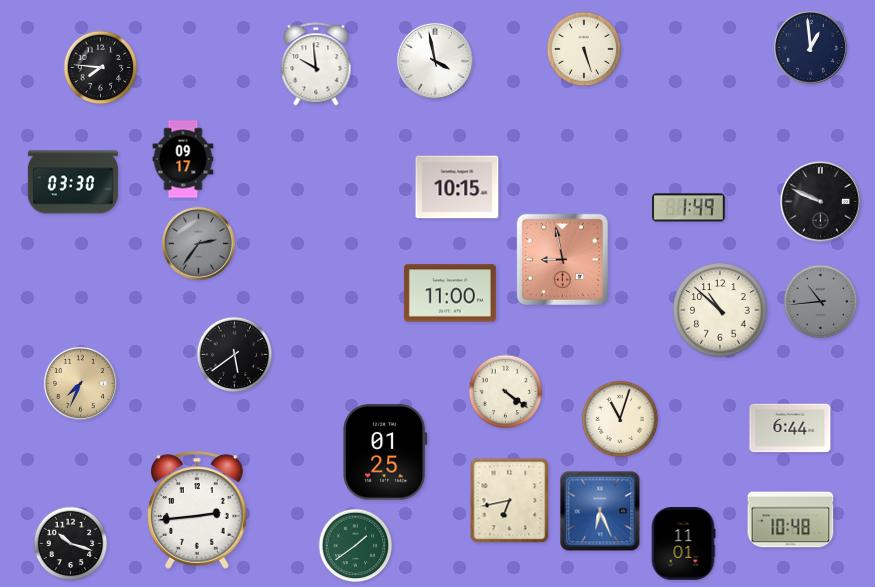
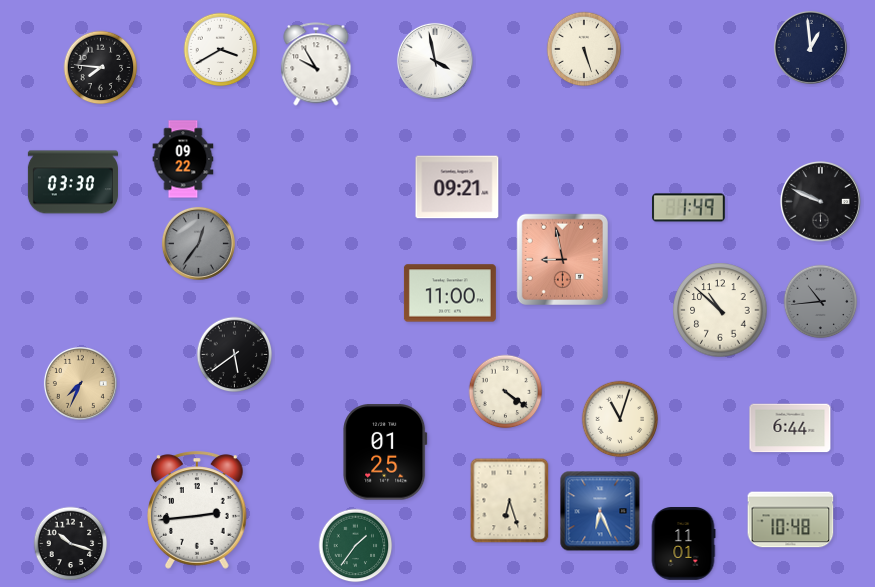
clock at (221, 50): none -> 3:40
clock at (316, 64): 9:59 -> 9:55
clock at (183, 159): 09:17 -> 09:22
clock at (457, 187): 10:15 -> 09:21
clock at (198, 243): 2:36 -> 12:36
clock at (510, 501): 6:43 -> 6:27
clock at (356, 546): 1:39 -> 1:36
